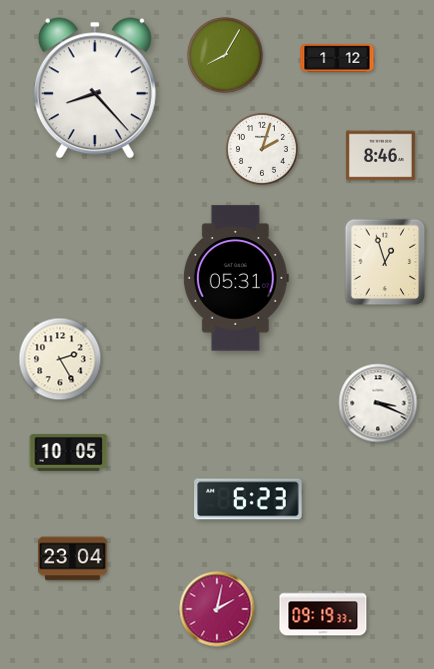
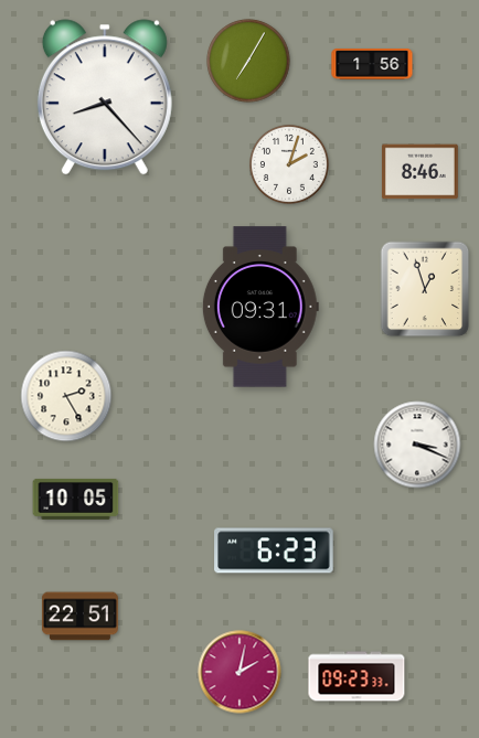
clock at (225, 55): 8:05 -> 7:05
clock at (337, 58): 1:12 -> 1:56
clock at (236, 278): 05:31 -> 09:31
clock at (72, 559): 23:04 -> 22:51
clock at (323, 613): 09:19 -> 09:23
